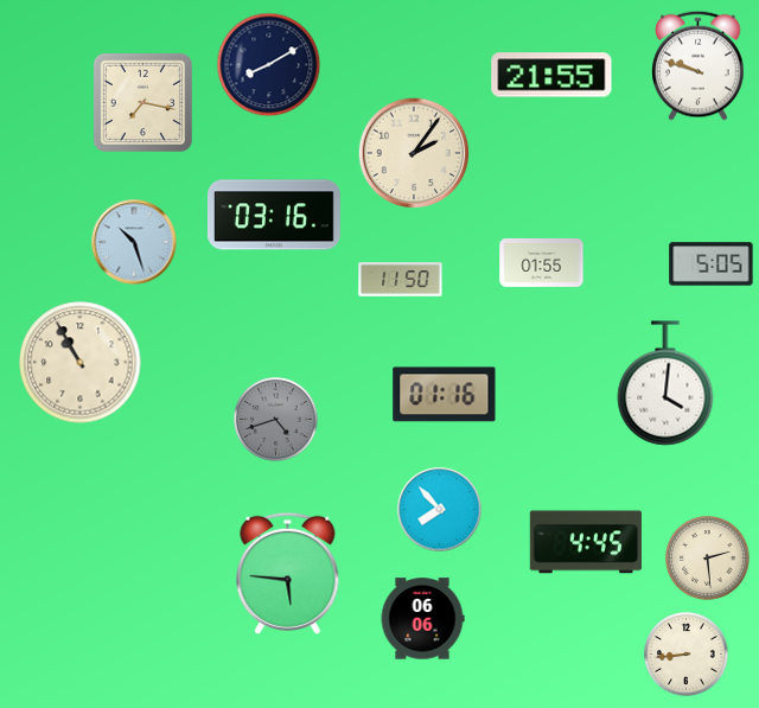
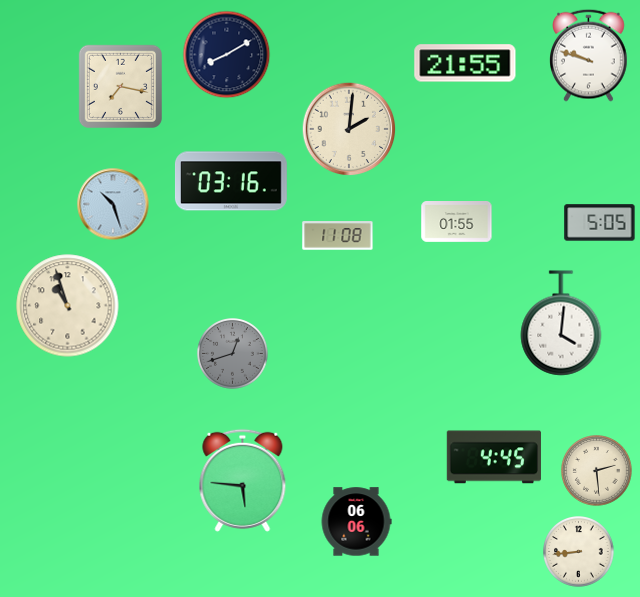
clock at (414, 153): 2:06 -> 2:01
clock at (401, 280): 11:50 -> 11:08
clock at (81, 363): 10:55 -> 10:57
clock at (445, 395): 01:16 -> none
clock at (276, 420): 4:42 -> 12:42
clock at (440, 510): 7:53 -> none
clock at (288, 573) position: (288, 573) -> (243, 480)
